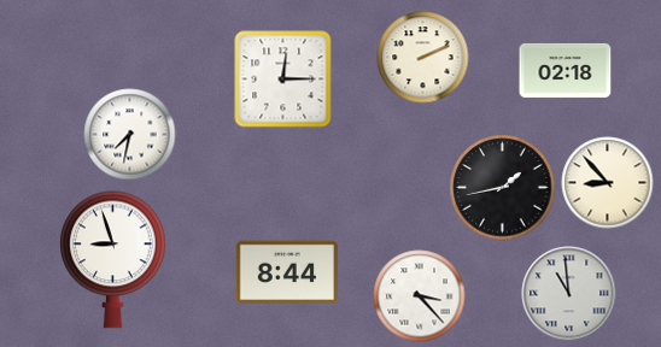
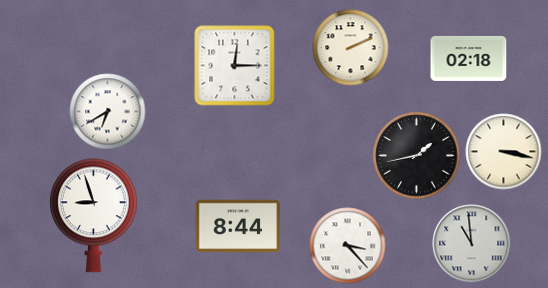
clock at (130, 135): 7:32 -> 6:40
clock at (608, 183): 8:53 -> 3:17
